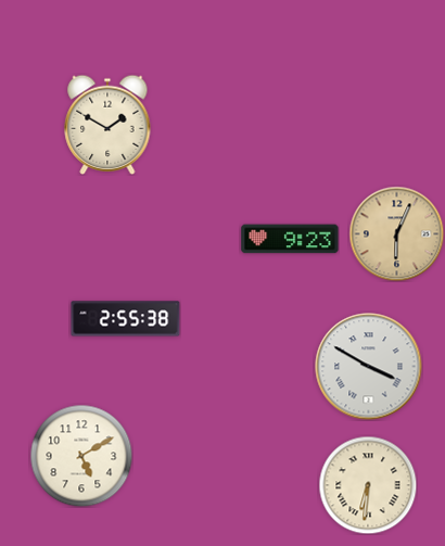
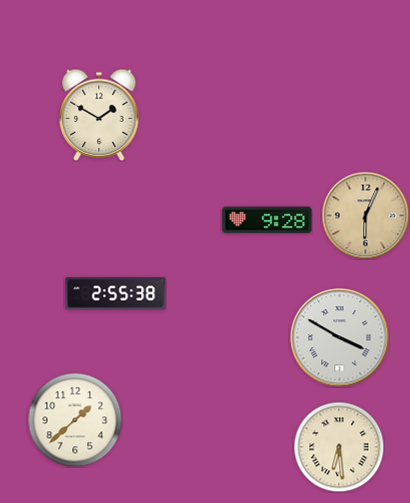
clock at (290, 239): 9:23 -> 9:28
clock at (81, 456): 5:10 -> 1:38
clock at (368, 485): 6:31 -> 6:29
